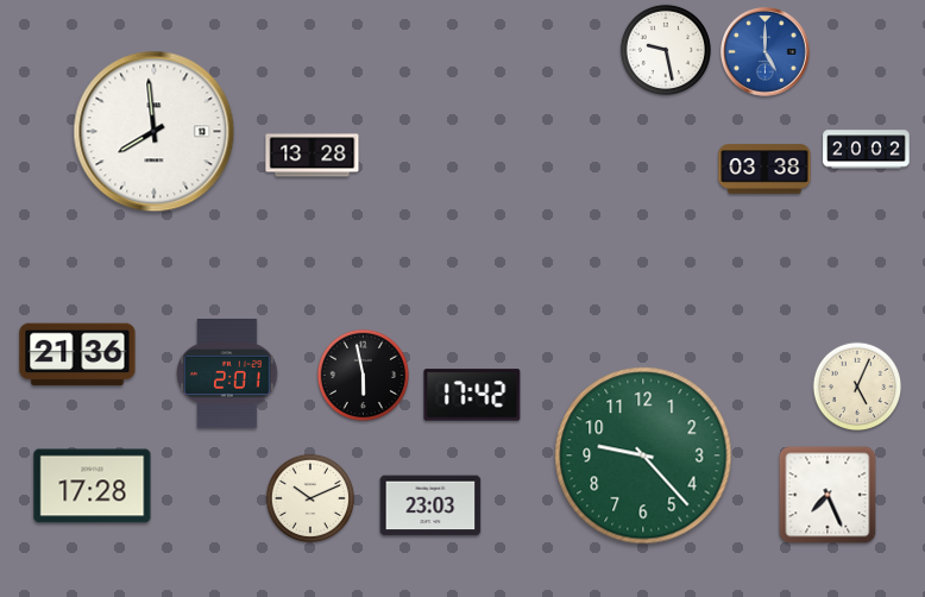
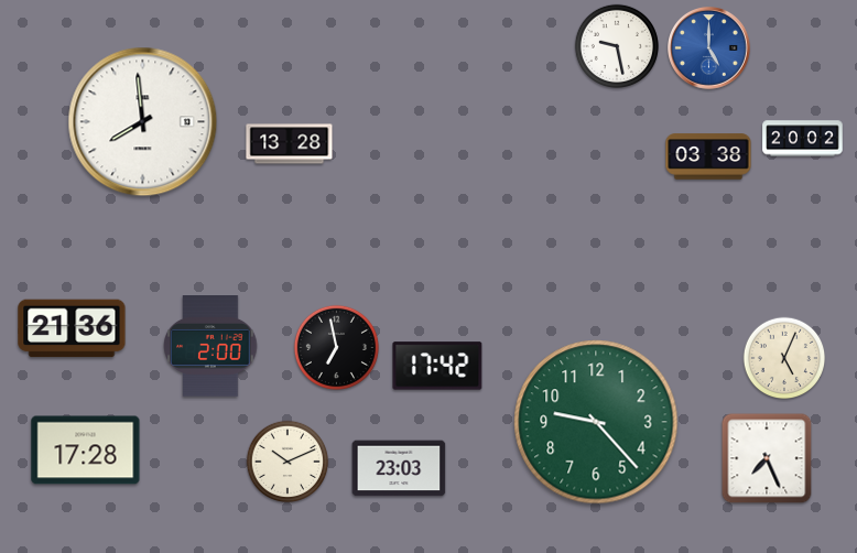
clock at (227, 375): 2:01 -> 2:00
clock at (363, 375): 5:58 -> 6:58
clock at (857, 387) position: (857, 387) -> (784, 358)
